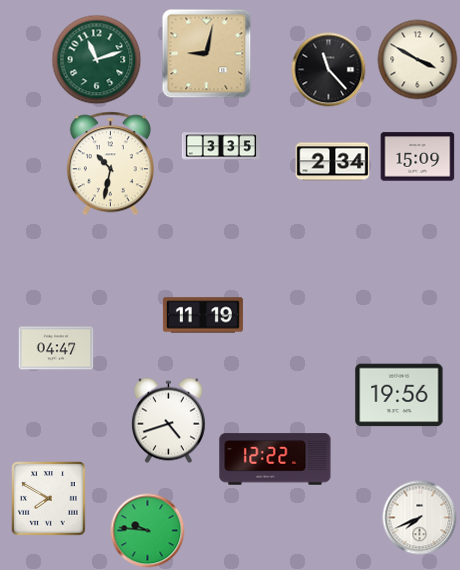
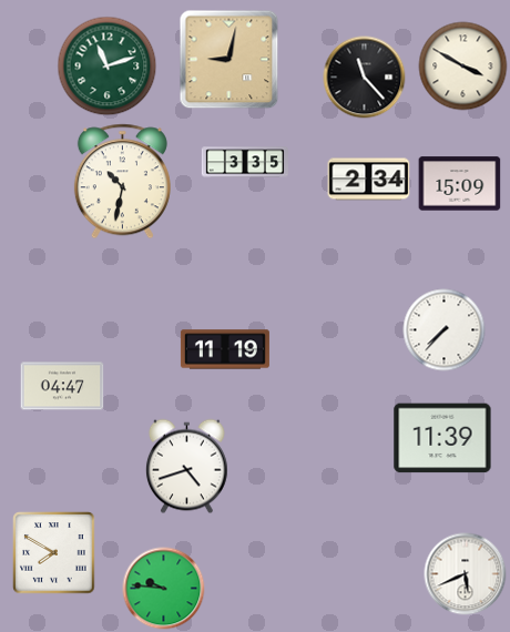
clock at (418, 157) position: (418, 157) -> (460, 184)
clock at (445, 330): none -> 7:37
clock at (399, 395): 19:56 -> 11:39
clock at (275, 459): 12:22 -> none
clock at (420, 518): 7:41 -> 5:41
